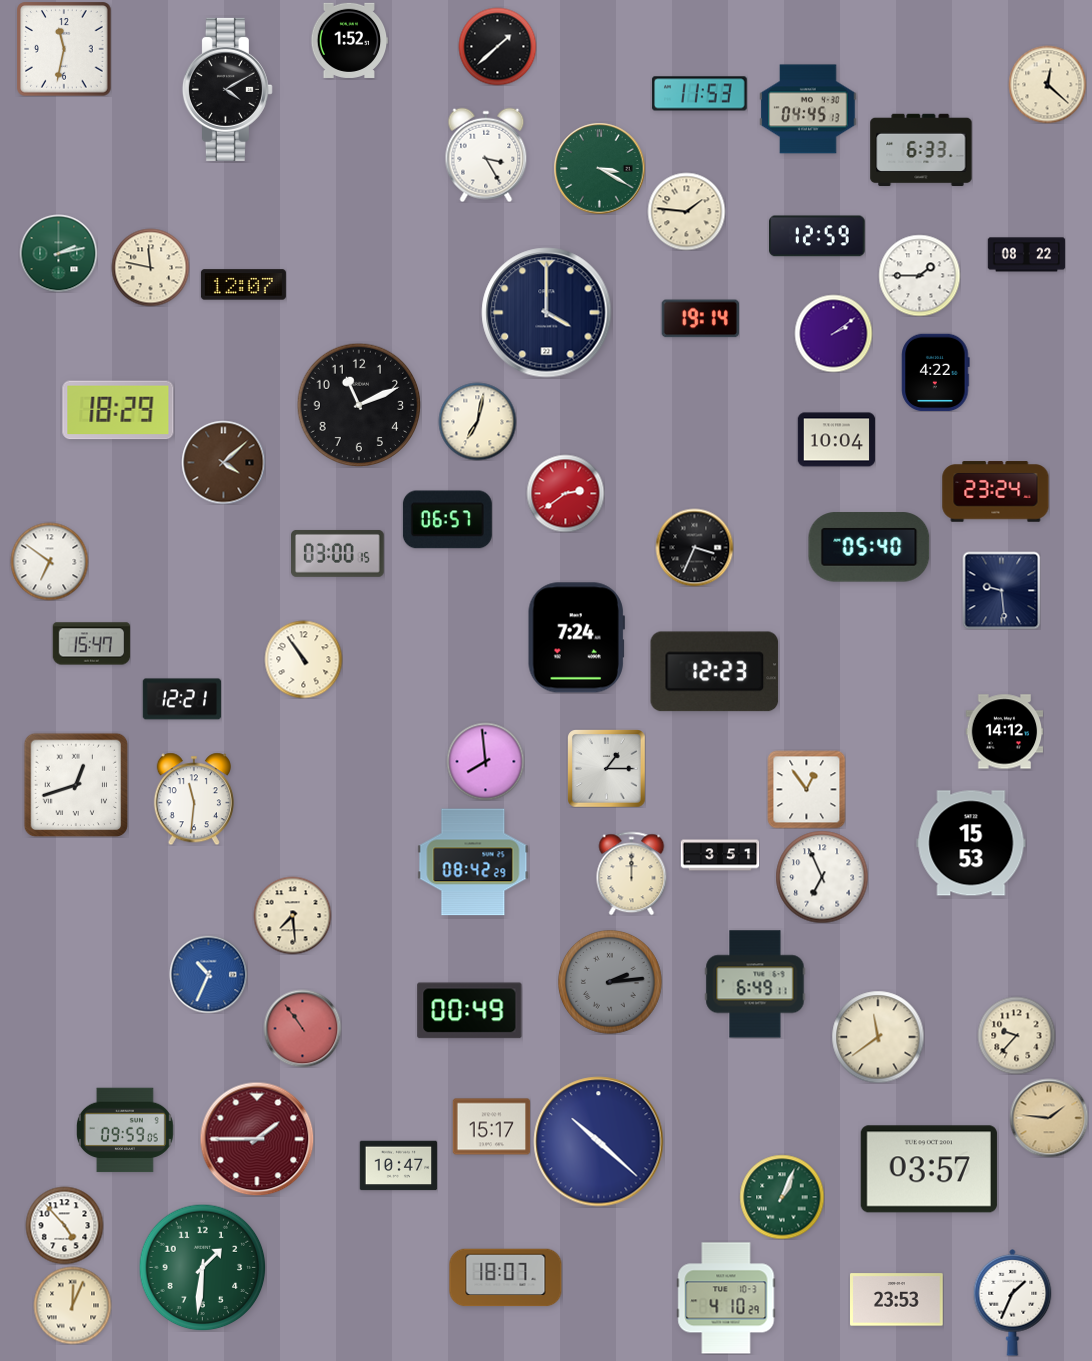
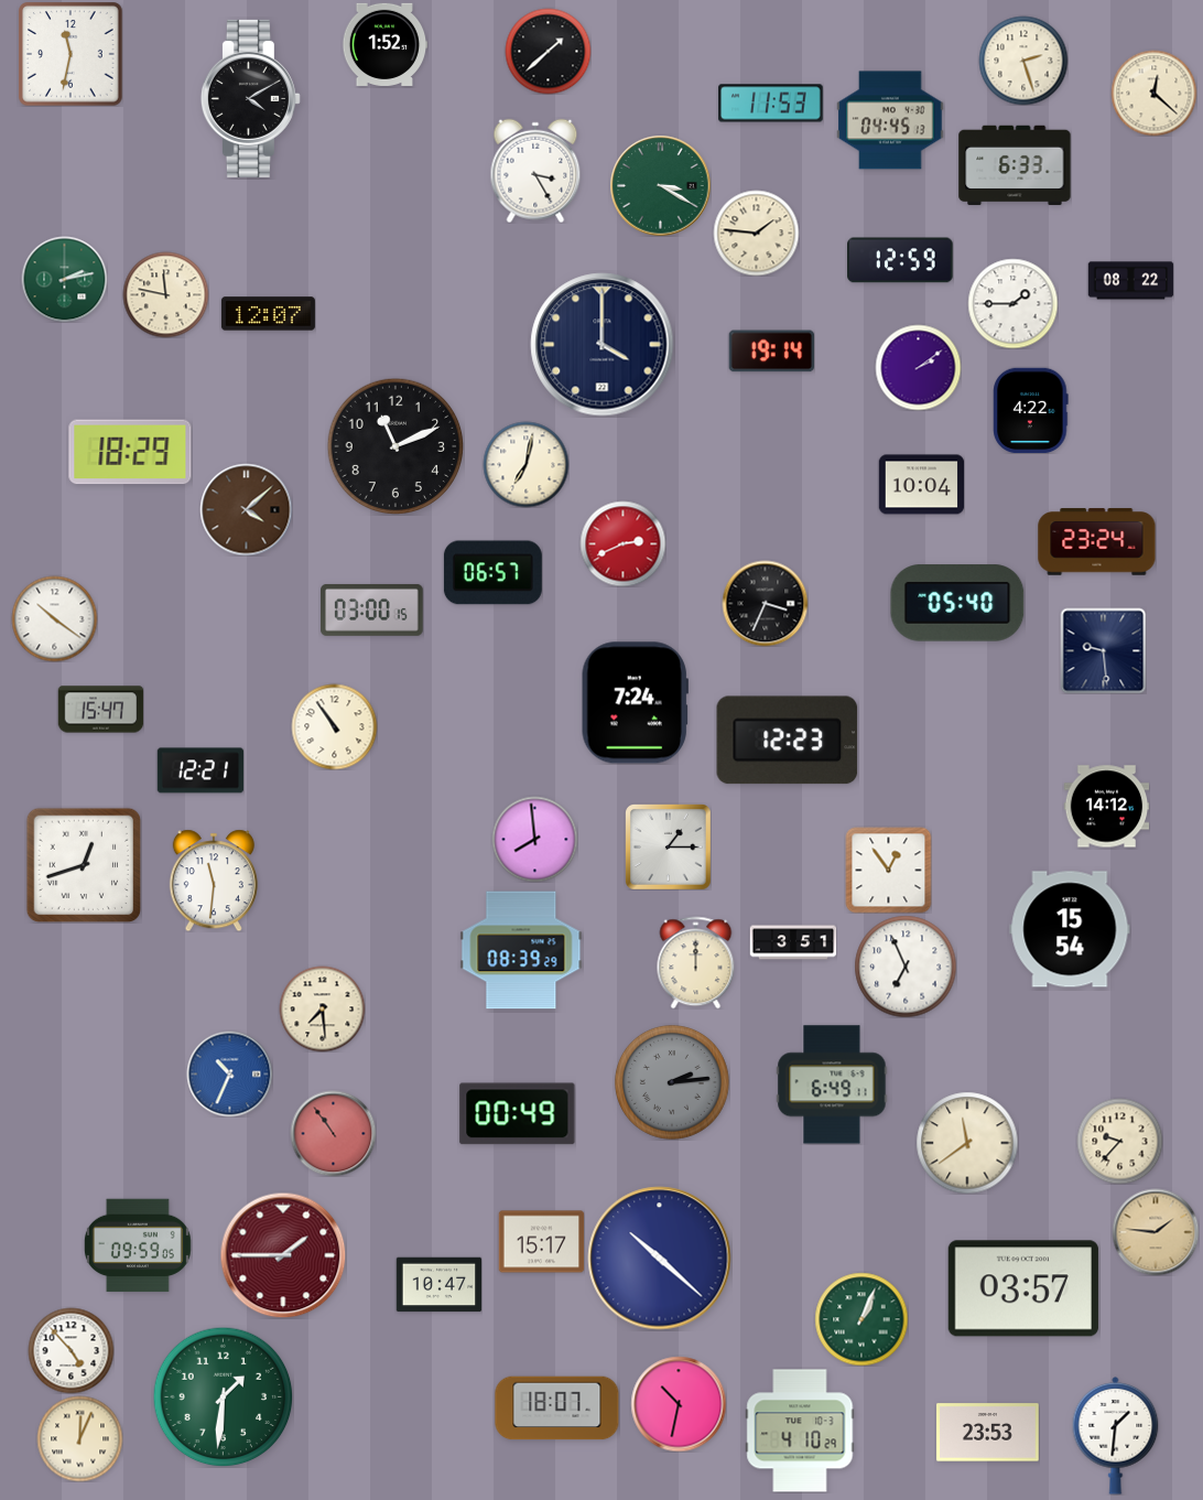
clock at (1023, 61): none -> 2:27
clock at (565, 493): 2:39 -> 2:41
clock at (49, 561): 6:51 -> 10:21
clock at (971, 843): 15:53 -> 15:54
clock at (473, 862): 08:42 -> 08:39
clock at (679, 1404): none -> 10:32
clock at (1013, 1303): 1:34 -> 1:31
